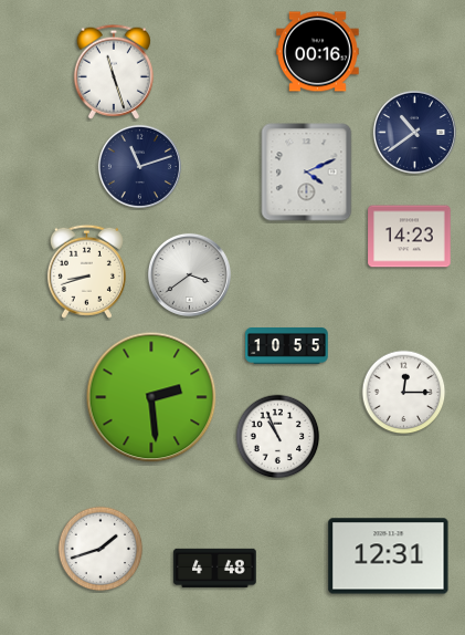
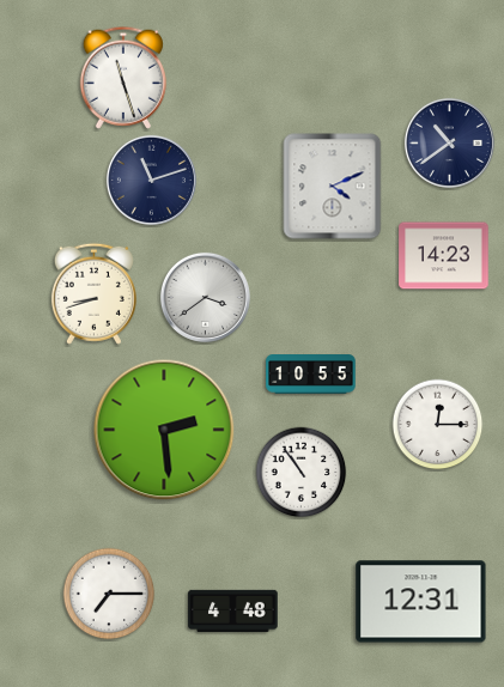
clock at (318, 52): 00:16 -> none
clock at (278, 437): 10:56 -> 10:54
clock at (101, 549): 1:42 -> 7:15
clock at (215, 568) position: (215, 568) -> (233, 610)
